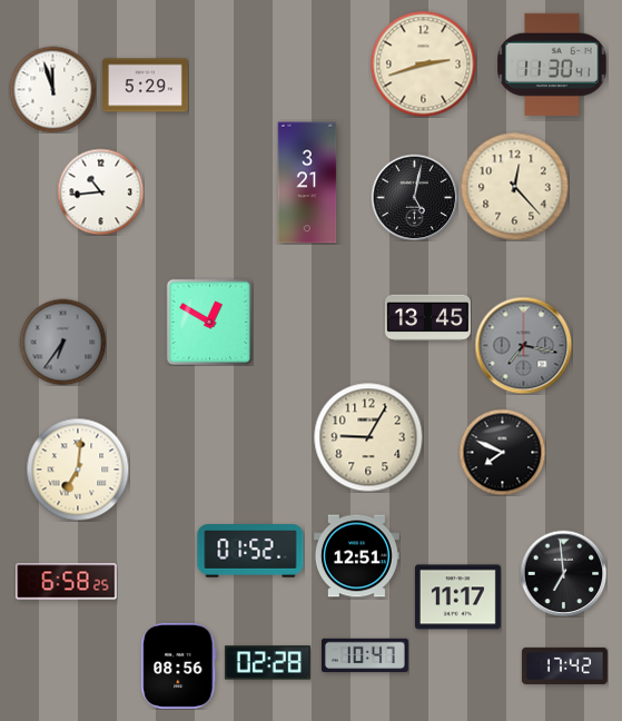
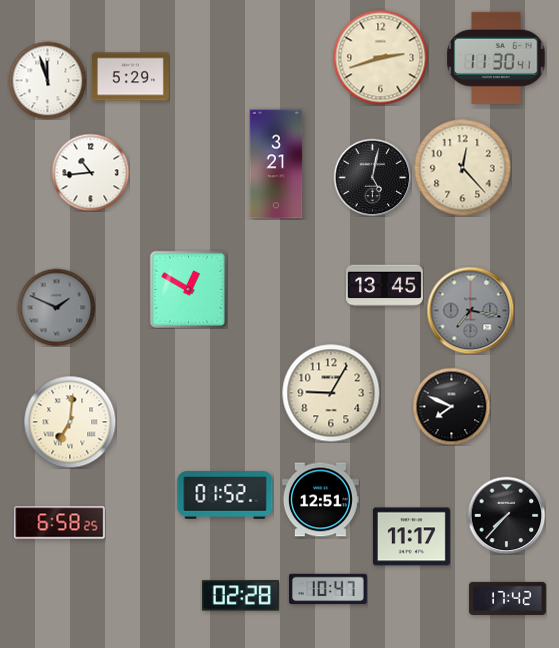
clock at (62, 342): 6:36 -> 1:49
clock at (563, 573): 6:59 -> 7:37
clock at (179, 665): 08:56 -> none
